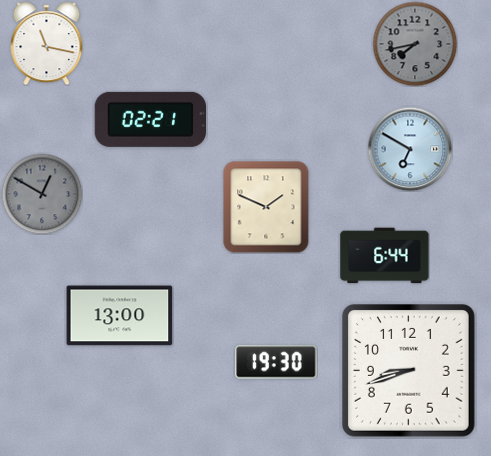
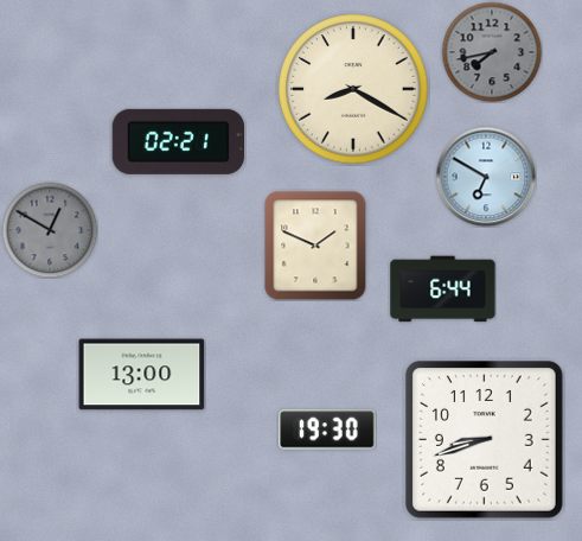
clock at (47, 44): 11:17 -> none
clock at (353, 89): none -> 8:20
clock at (385, 256) position: (385, 256) -> (443, 289)
